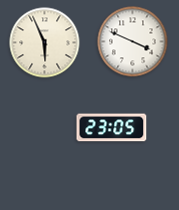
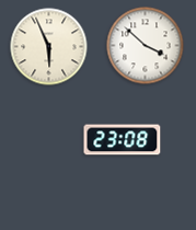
clock at (133, 42): 3:49 -> 3:52
clock at (112, 128): 23:05 -> 23:08
